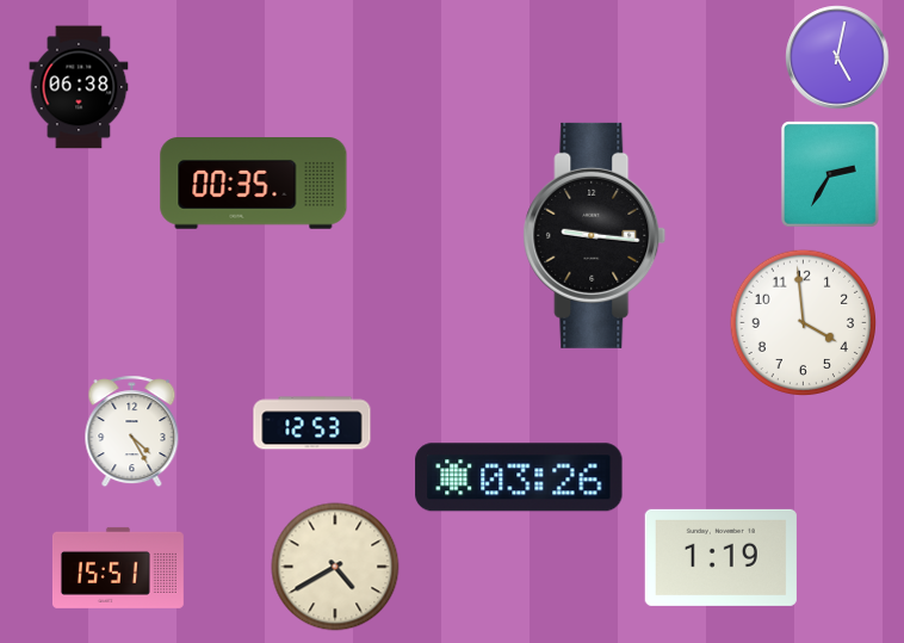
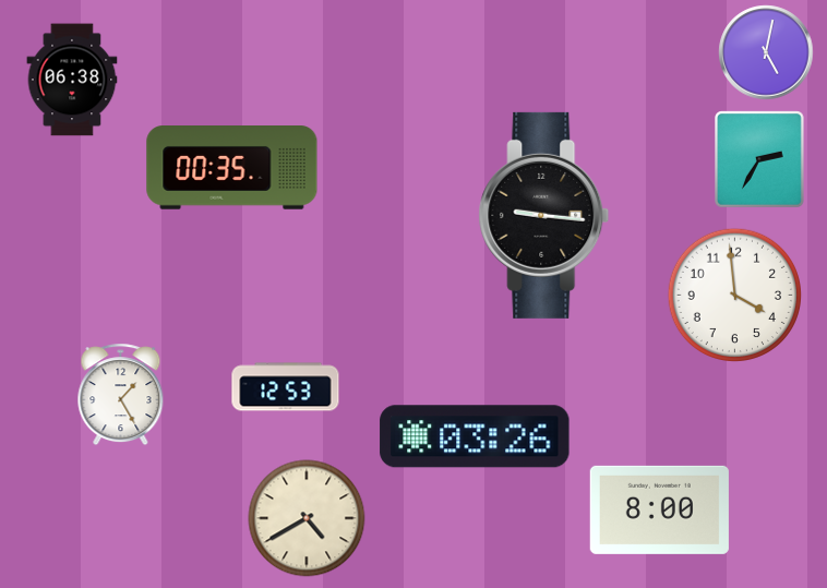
clock at (132, 432): 4:25 -> 1:25
clock at (720, 557): 1:19 -> 8:00
clock at (118, 568): 15:51 -> none
